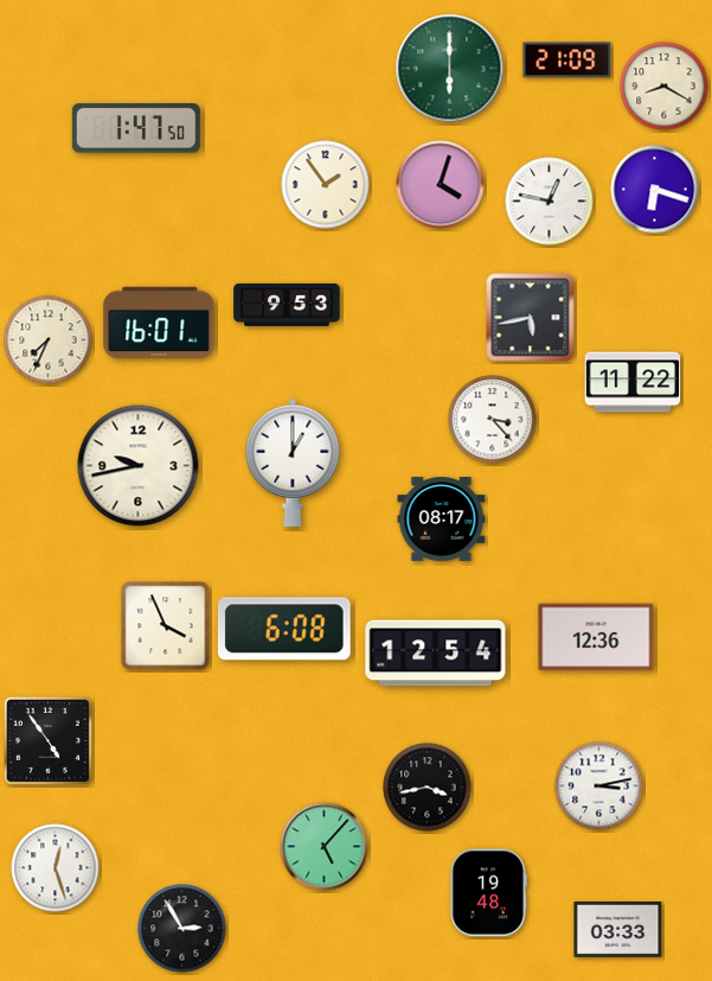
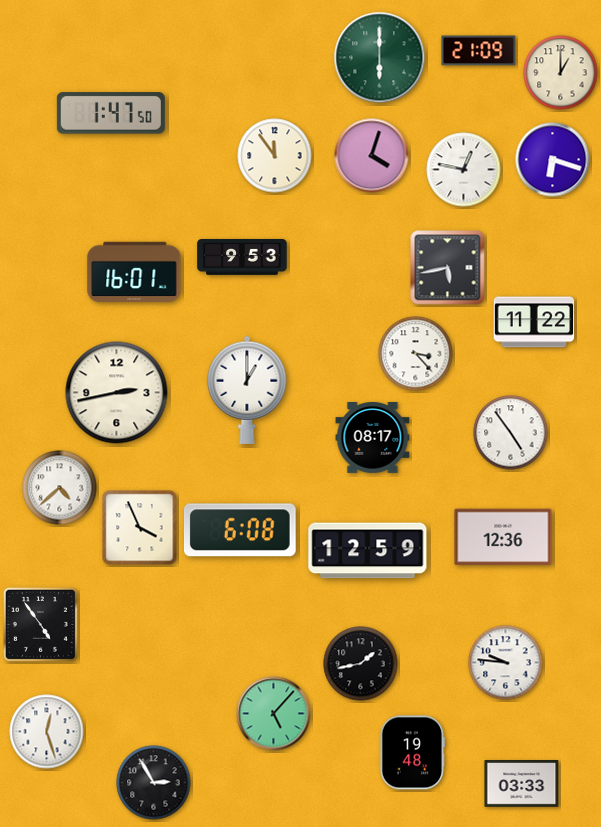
clock at (665, 87): 8:20 -> 1:00
clock at (136, 128) position: (136, 128) -> (111, 113)
clock at (326, 185): 1:54 -> 11:54
clock at (49, 340): 7:34 -> none
clock at (139, 466): 9:43 -> 2:43
clock at (511, 433): none -> 4:54
clock at (60, 488): none -> 4:38
clock at (436, 654): 12:54 -> 12:59
clock at (599, 786): 3:13 -> 9:46
clock at (428, 788): 3:43 -> 1:43
